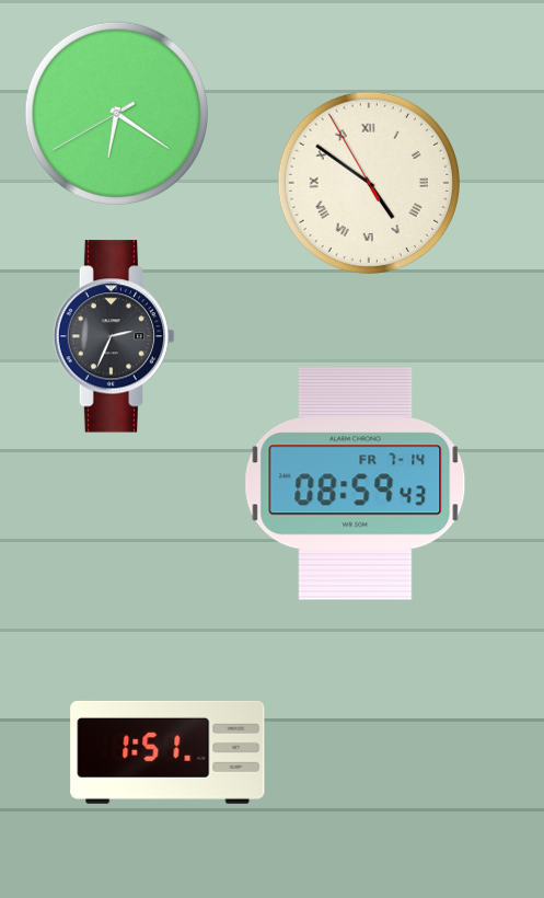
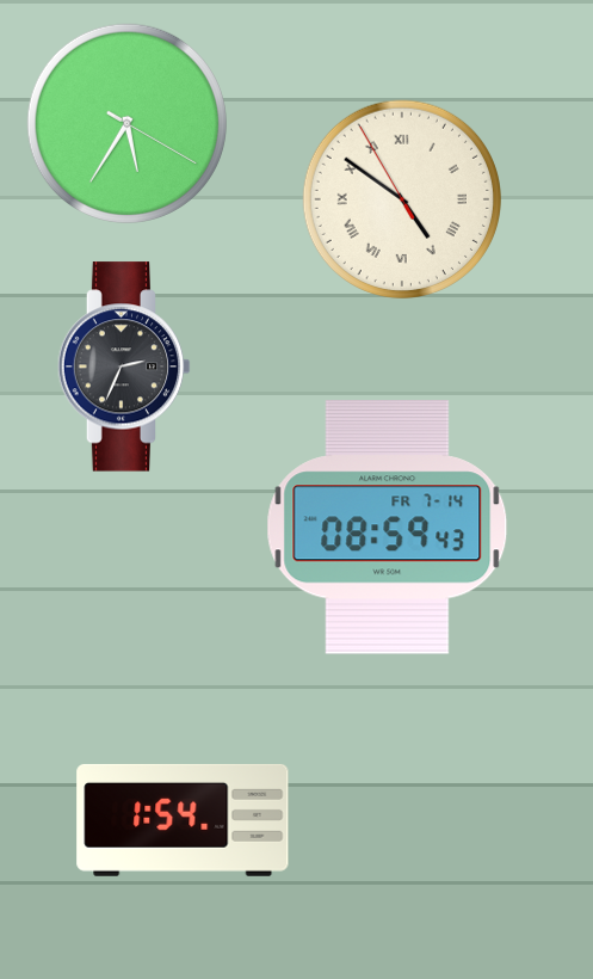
clock at (116, 113): 6:20 -> 5:35
clock at (167, 752): 1:51 -> 1:54
